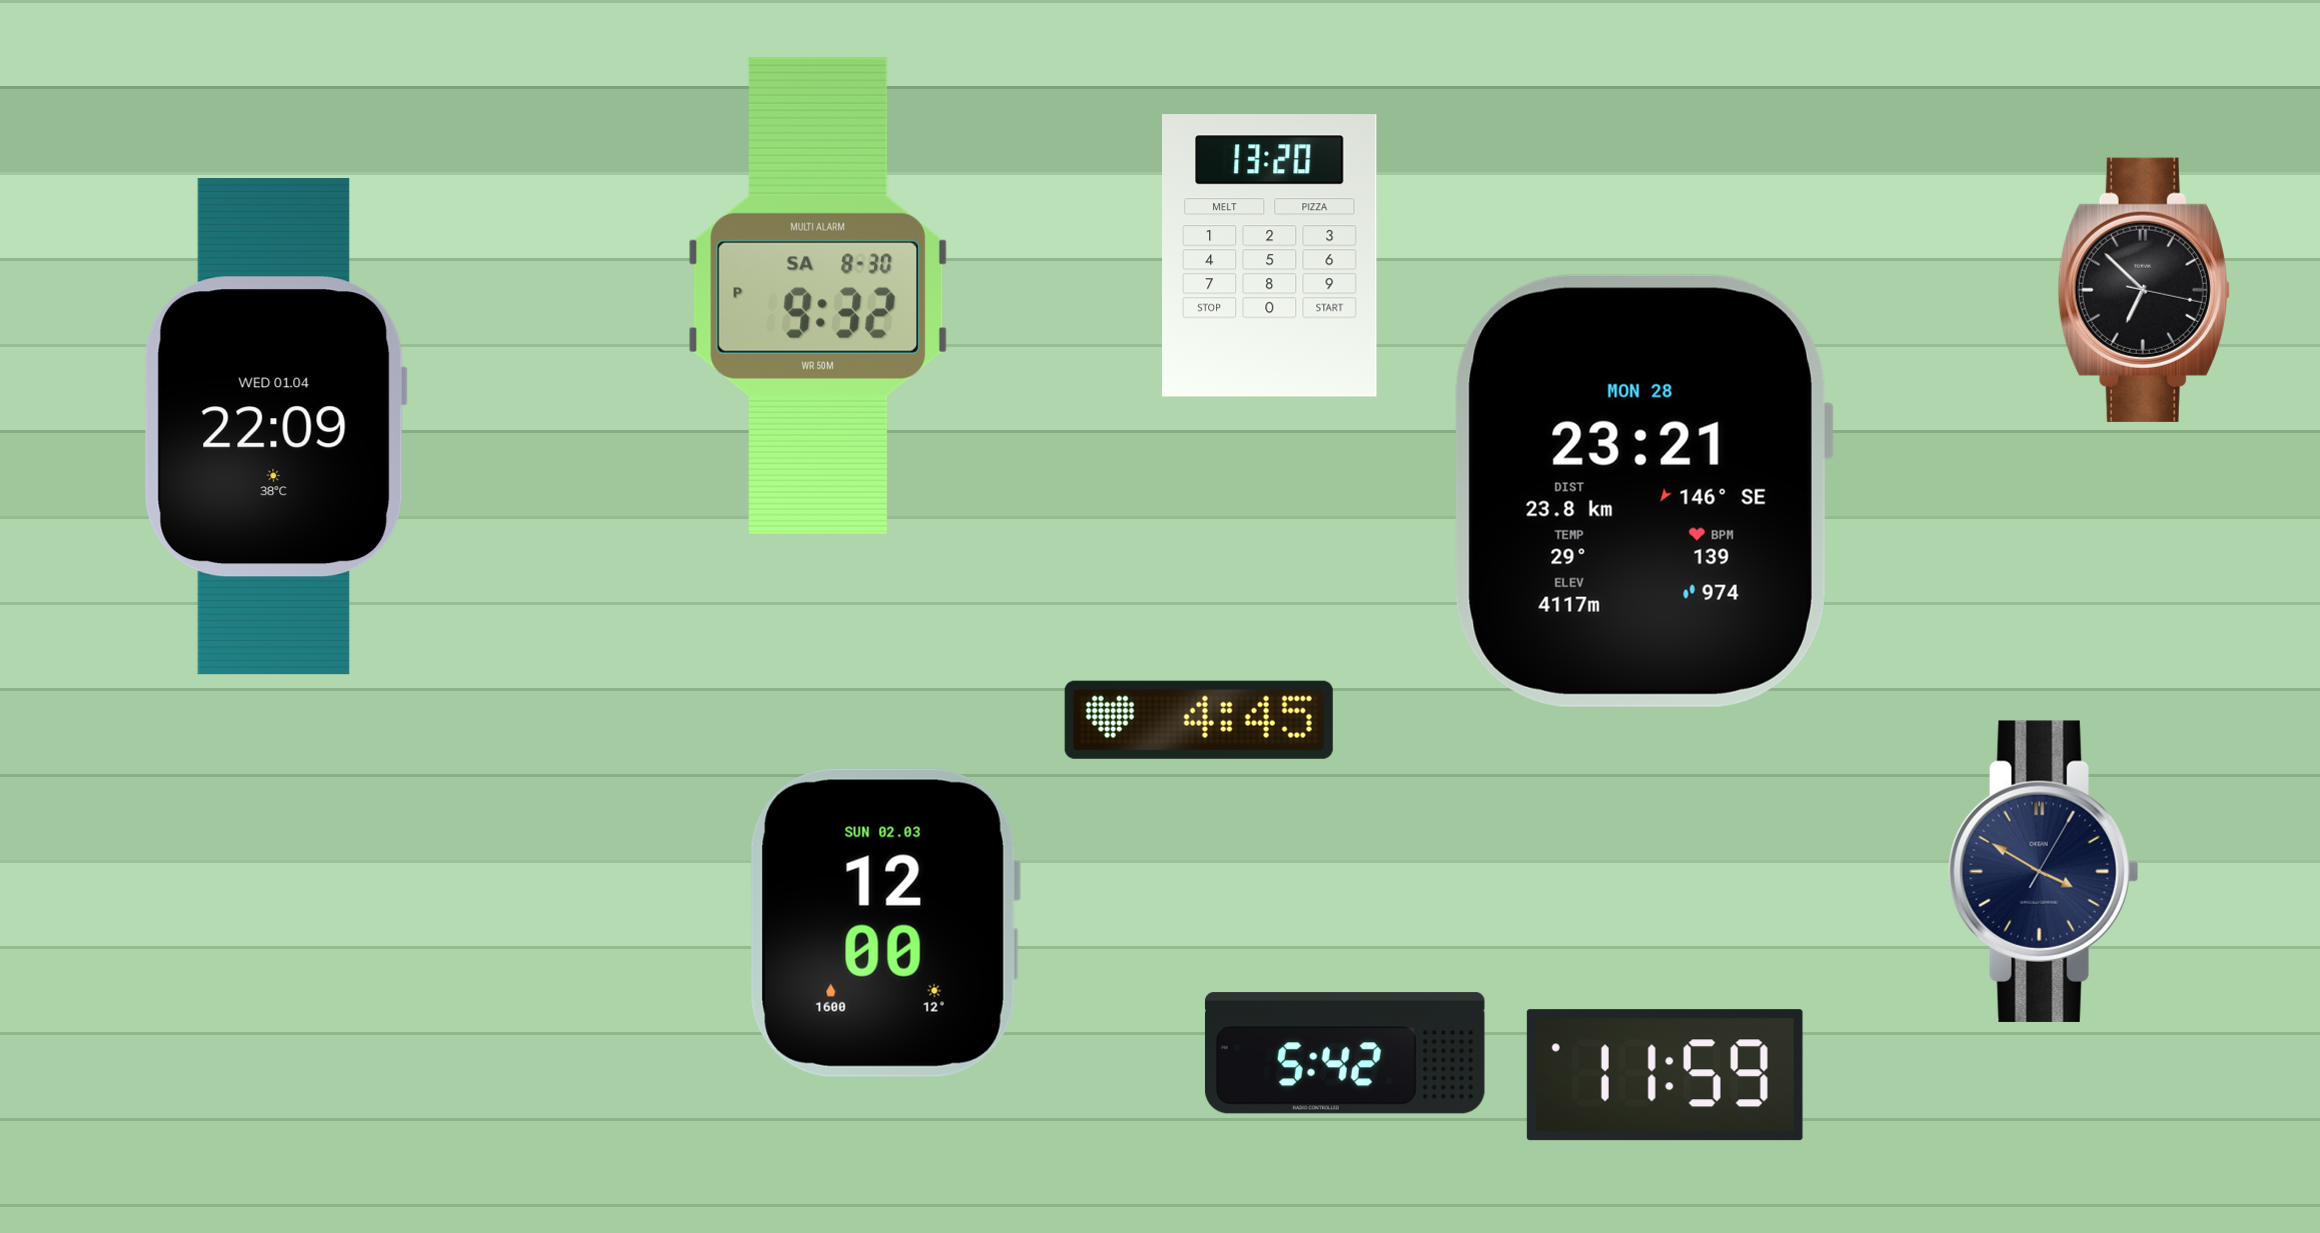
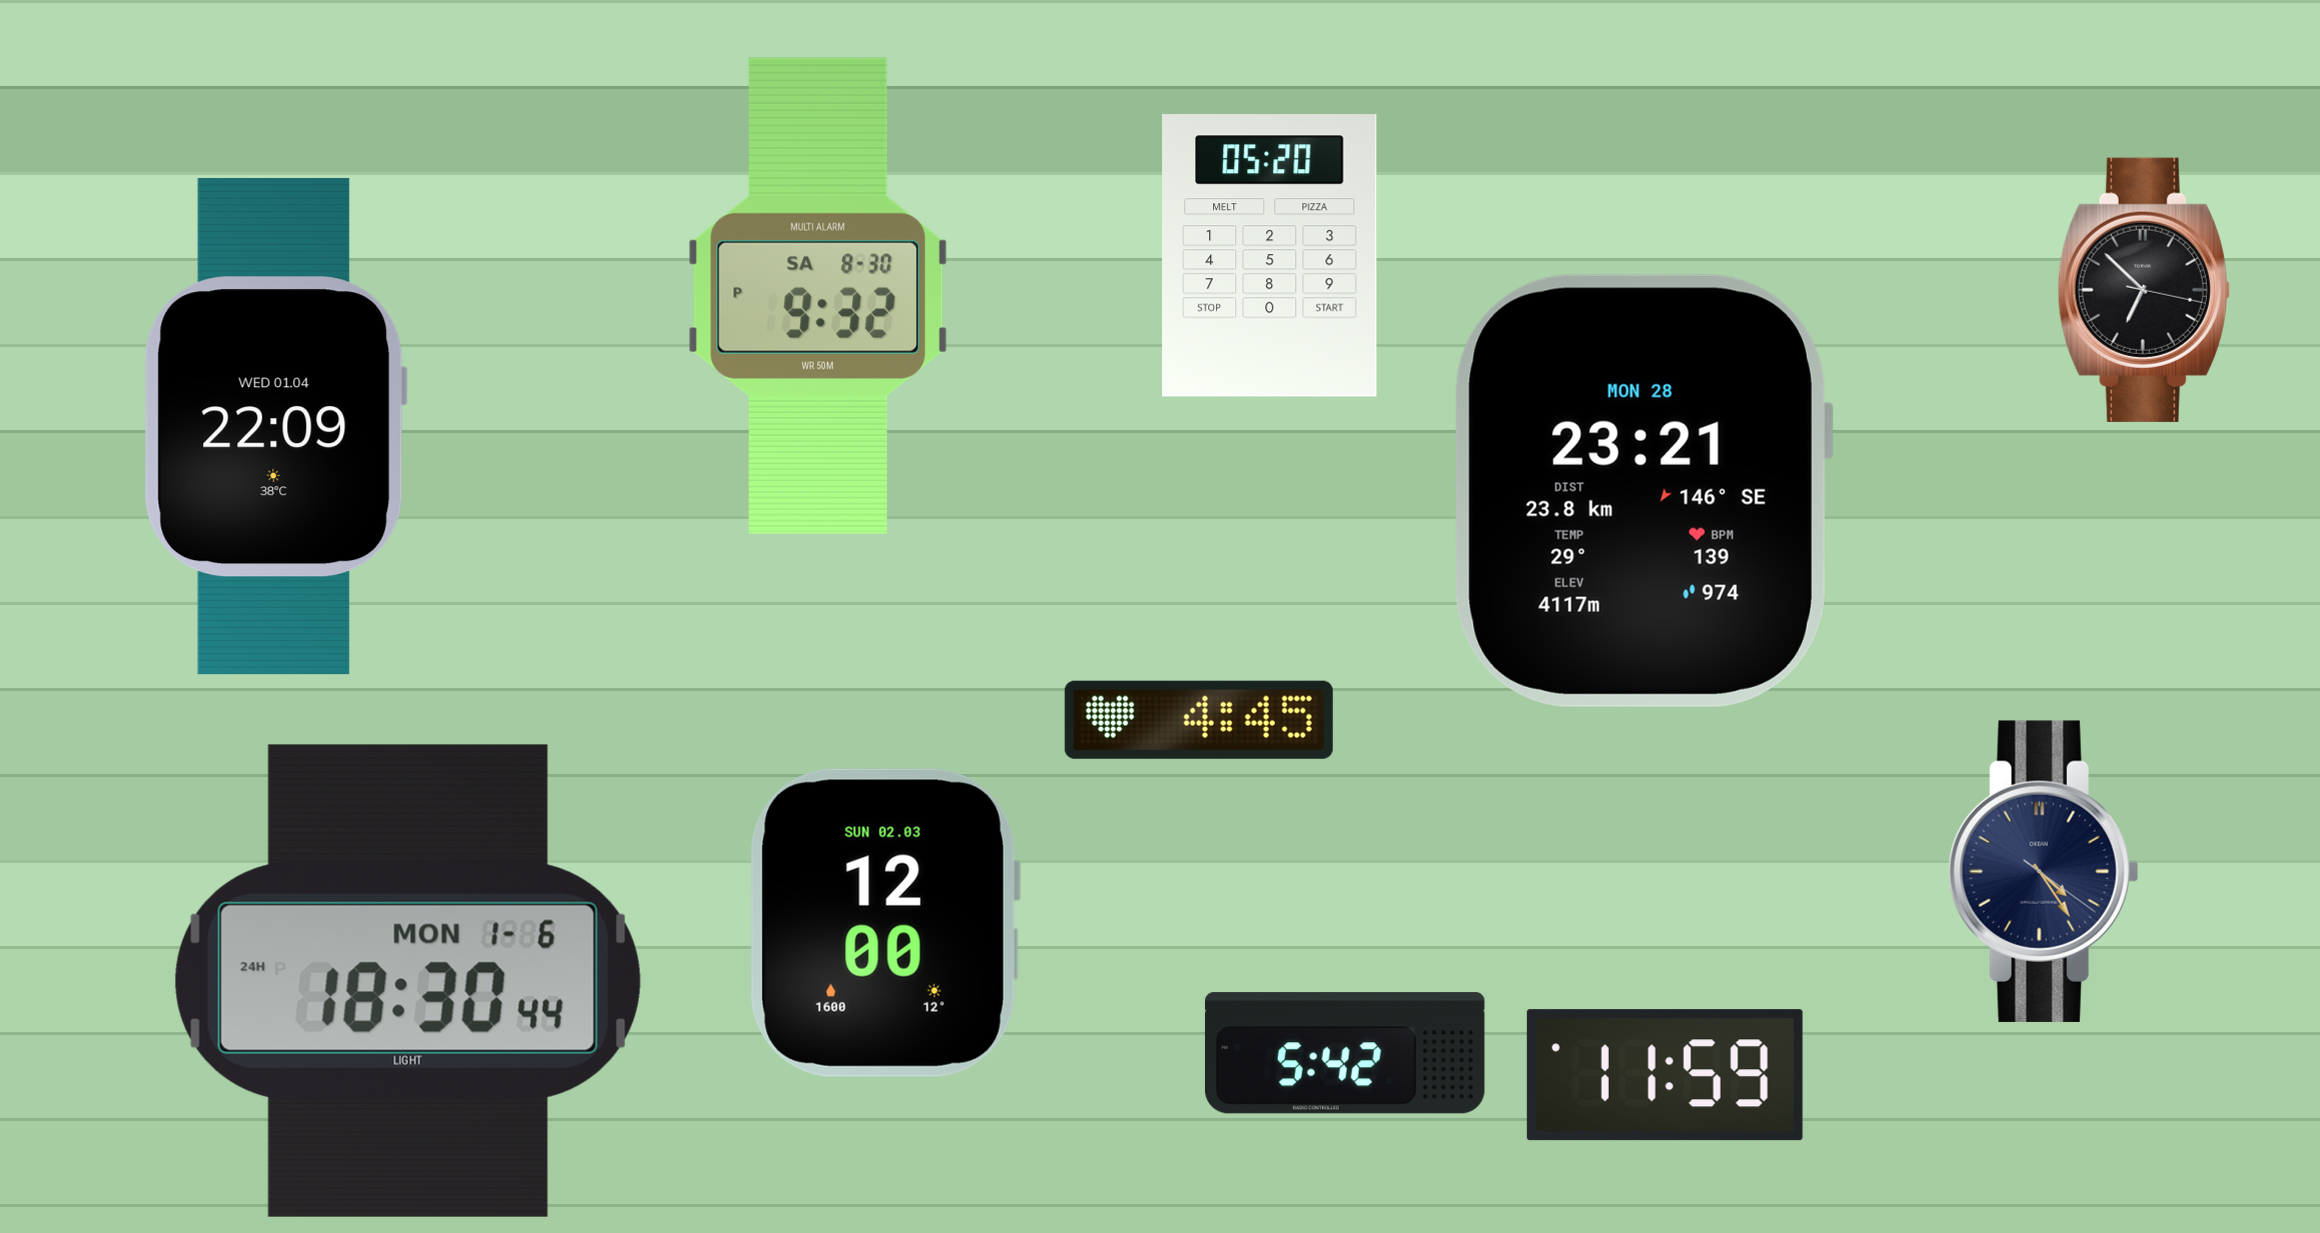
clock at (1270, 256): 13:20 -> 05:20
clock at (2043, 871): 3:50 -> 4:24
clock at (408, 981): none -> 18:30
